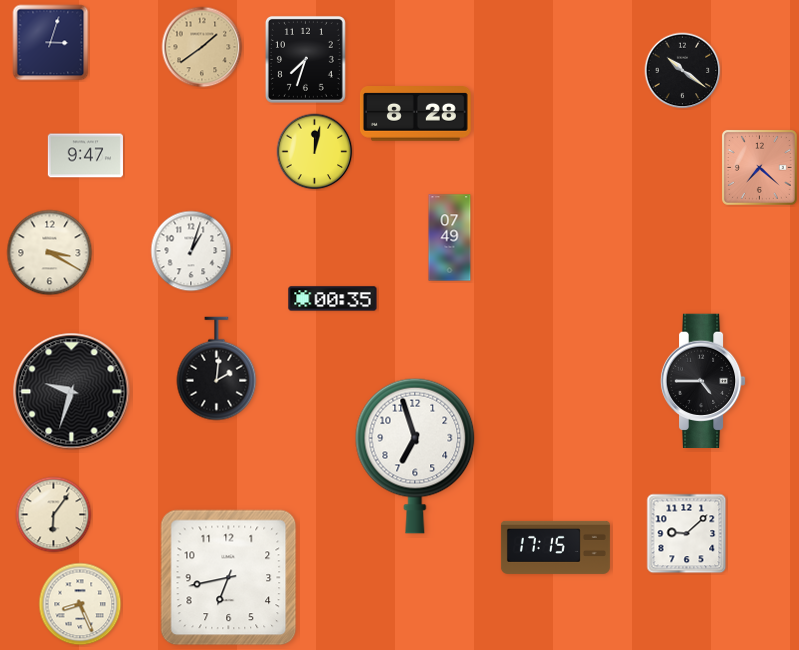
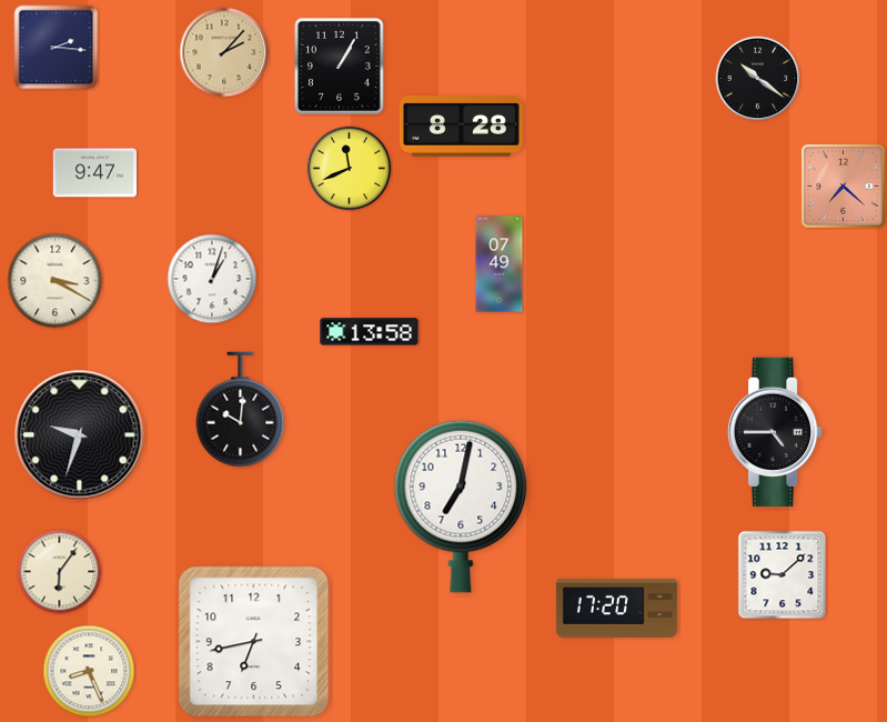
clock at (51, 43): 3:03 -> 2:16
clock at (202, 47): 1:39 -> 2:07
clock at (305, 59): 7:33 -> 1:05
clock at (315, 152): 12:02 -> 11:41
clock at (333, 299): 00:35 -> 13:58
clock at (217, 369): 2:01 -> 10:01
clock at (703, 380) position: (703, 380) -> (775, 431)
clock at (415, 456): 6:57 -> 7:02
clock at (687, 534) position: (687, 534) -> (783, 575)
clock at (555, 547): 17:15 -> 17:20
